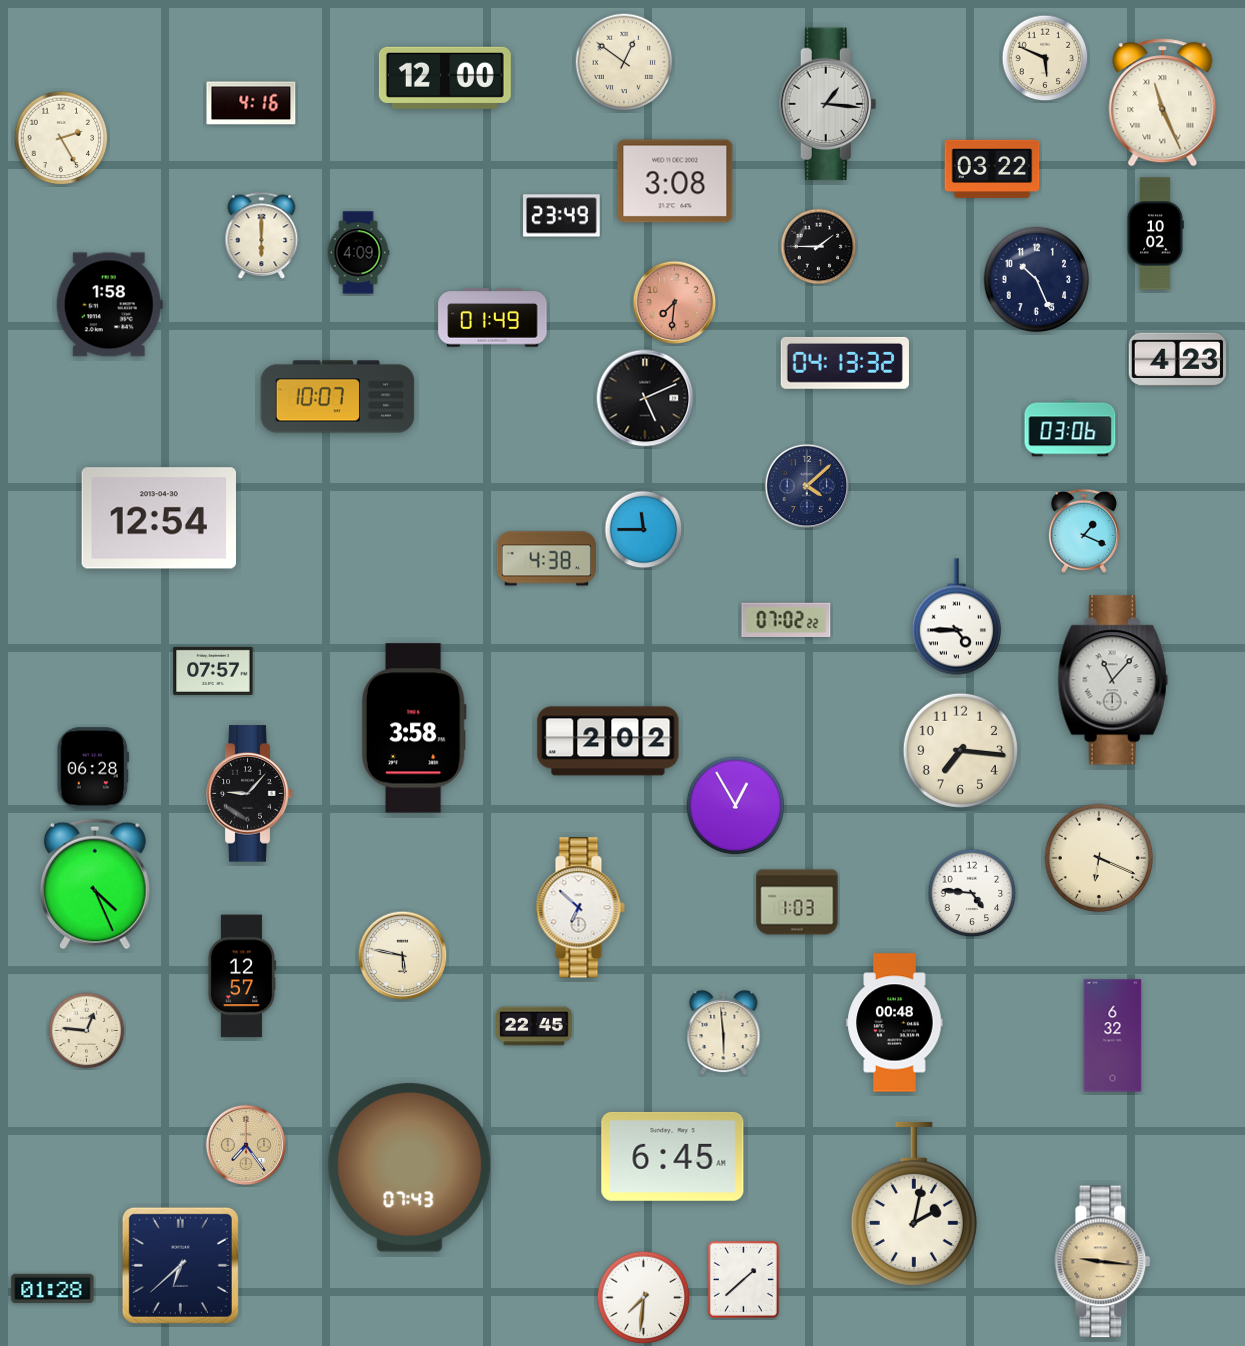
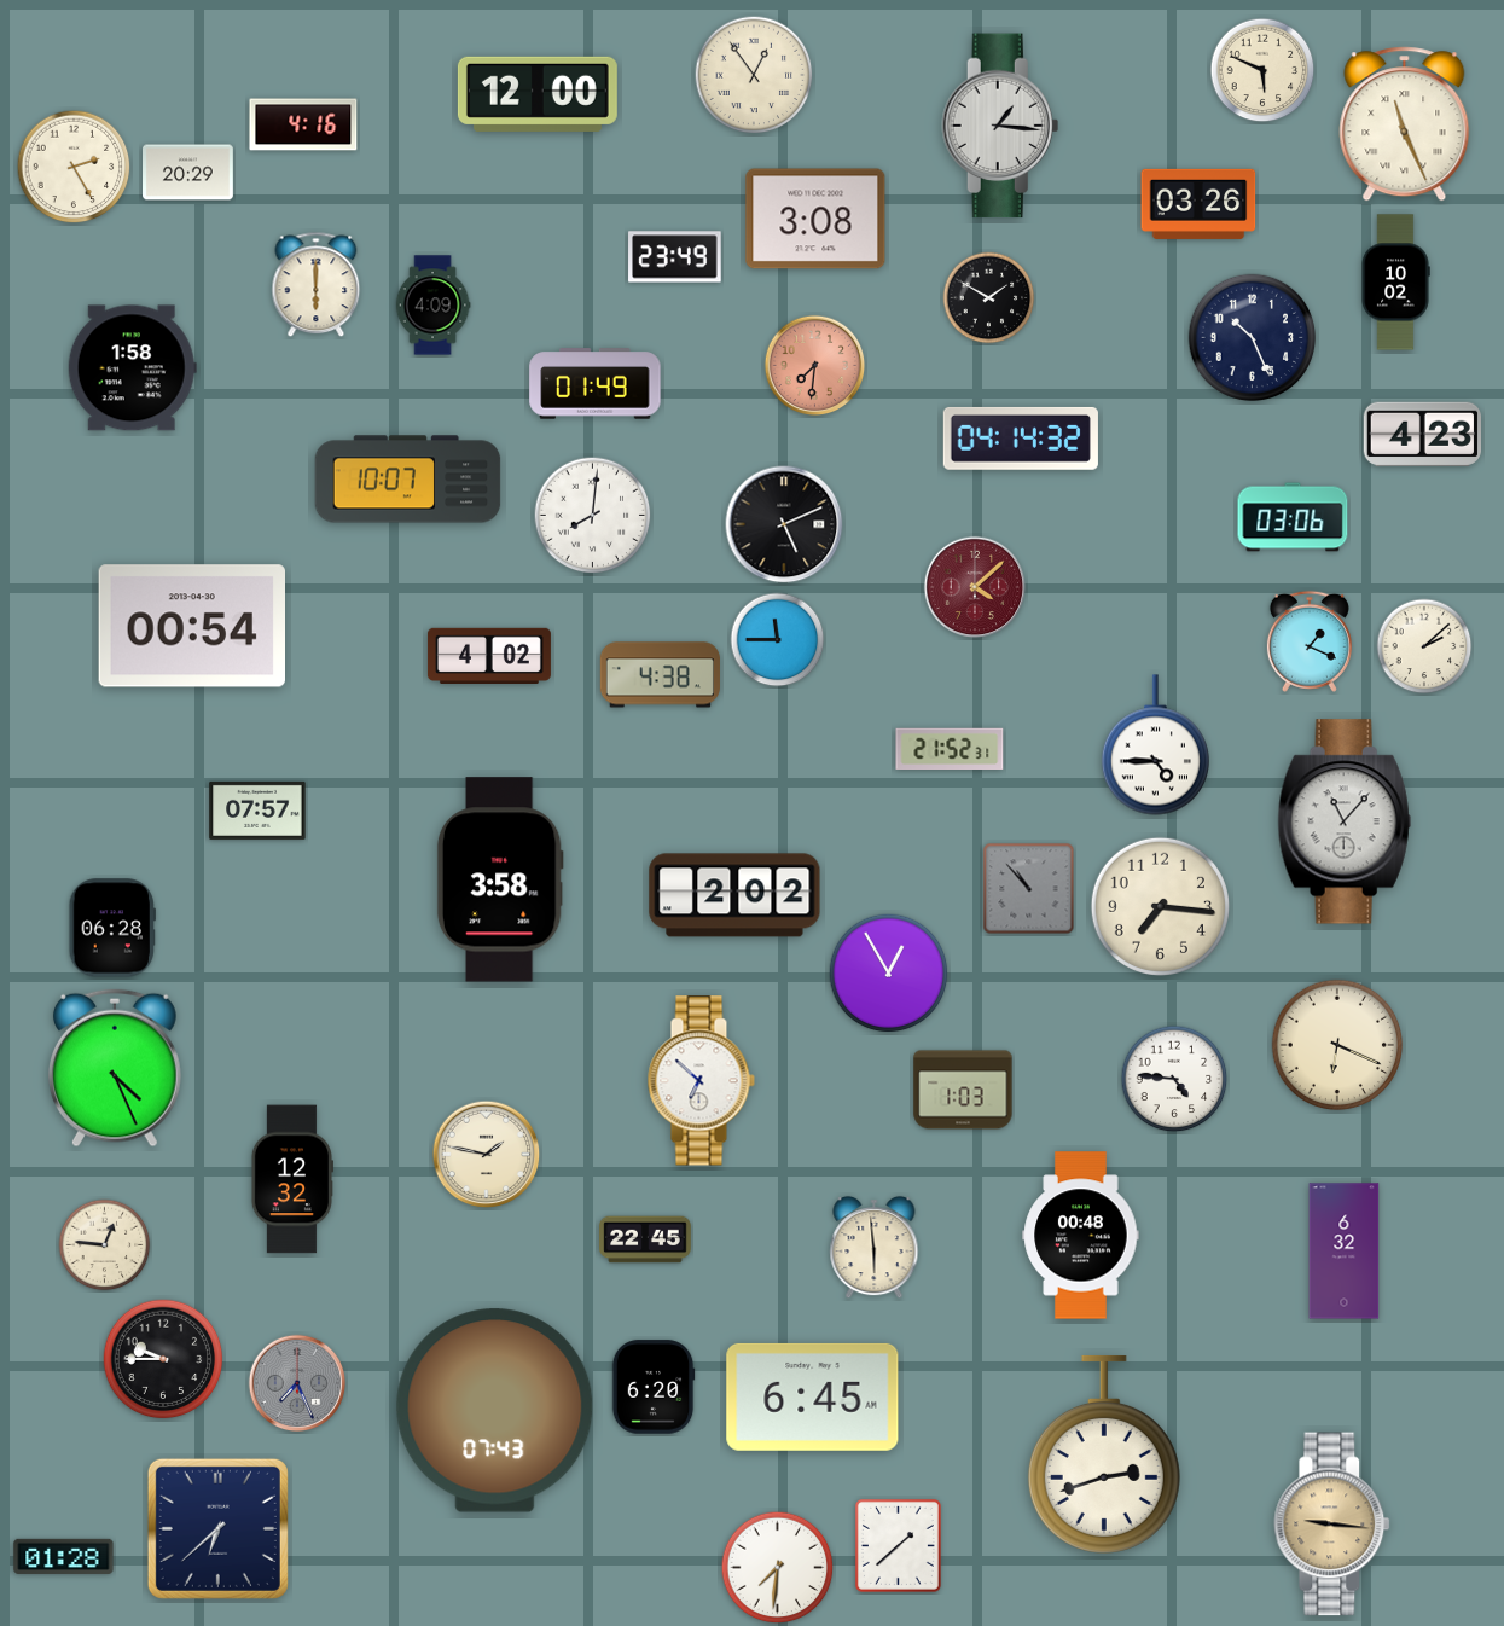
clock at (624, 62): 12:51 -> 12:54
clock at (188, 173): none -> 20:29
clock at (992, 169): 03:22 -> 03:26
clock at (562, 216) position: (562, 216) -> (675, 257)
clock at (819, 247): 1:45 -> 1:50
clock at (845, 363): 04:13 -> 04:14
clock at (645, 398) position: (645, 398) -> (784, 524)
clock at (593, 516): none -> 8:01
clock at (807, 486) dial: navy -> burgundy
clock at (158, 518): 12:54 -> 00:54
clock at (1424, 646): none -> 2:08
clock at (489, 655): none -> 4:02
clock at (786, 620): 07:02 -> 21:52
clock at (1029, 889): none -> 10:53
clock at (250, 794): 9:07 -> none
clock at (1099, 858) position: (1099, 858) -> (1337, 1045)
clock at (580, 908) position: (580, 908) -> (701, 1081)
clock at (403, 956): 5:47 -> 1:47
clock at (241, 976): 12:57 -> 12:32
clock at (163, 1359): none -> 9:45
clock at (246, 1145): 7:24 -> 7:26
clock at (246, 1145) dial: champagne -> grey
clock at (654, 1387): none -> 6:20
clock at (914, 1204): 2:02 -> 2:42
